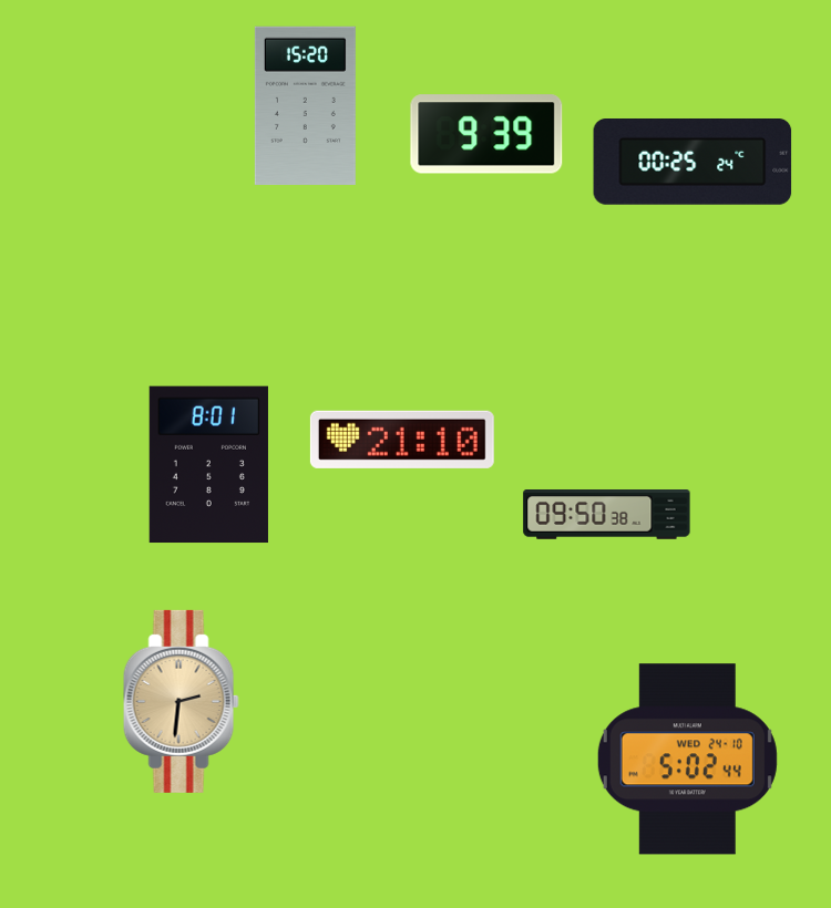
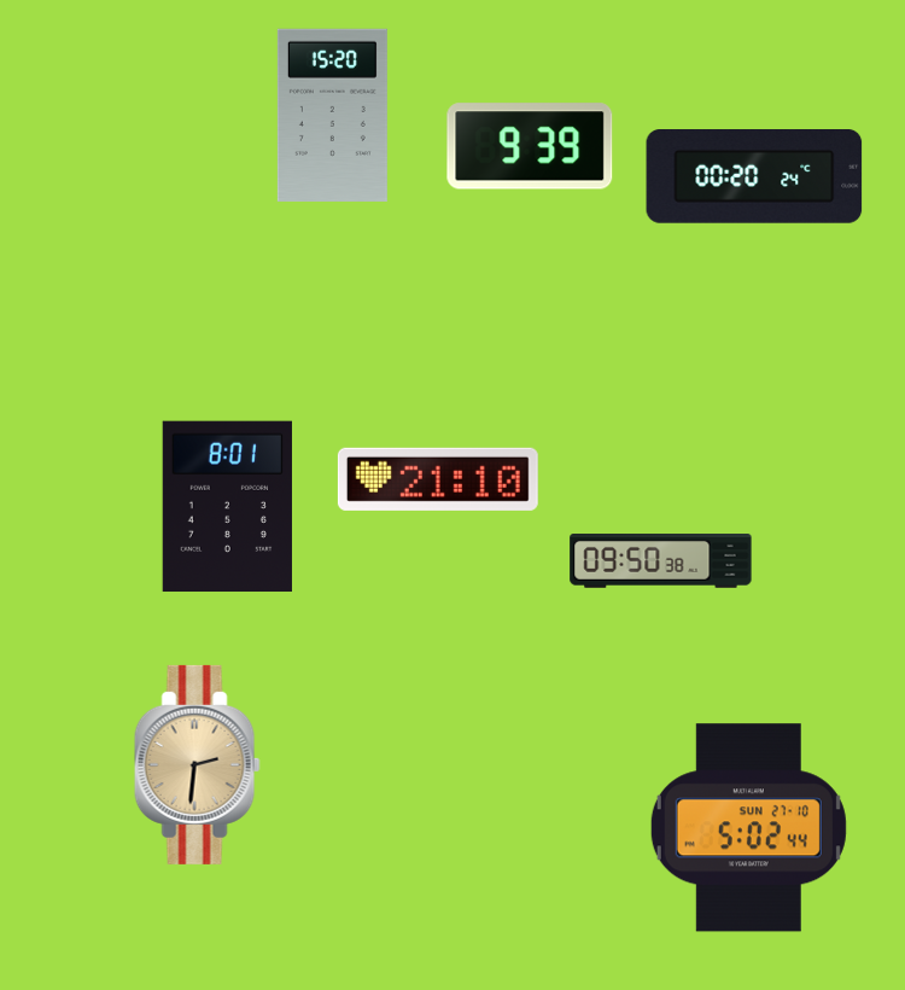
clock at (693, 163): 00:25 -> 00:20
clock at (687, 760) date: WED 24-10 -> SUN 27-10
